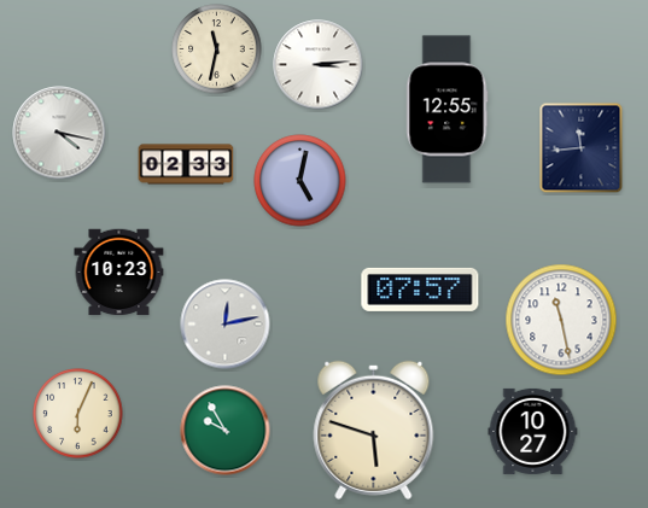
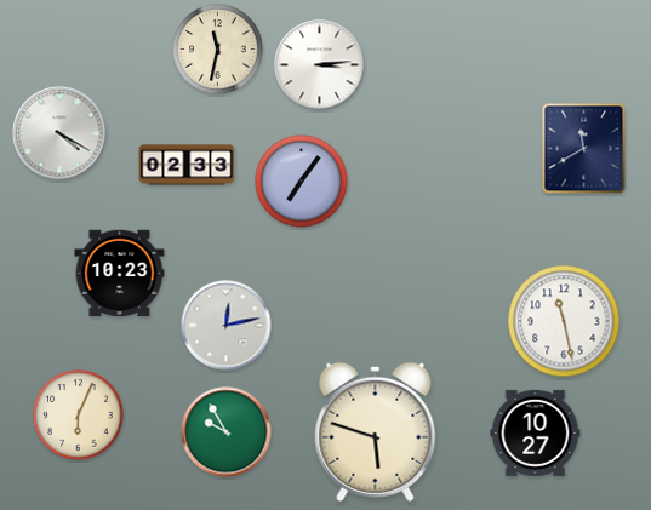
clock at (446, 110): 12:55 -> none
clock at (59, 133): 4:17 -> 4:20
clock at (582, 148): 11:44 -> 11:40
clock at (300, 181): 5:02 -> 7:06
clock at (420, 290): 07:57 -> none
